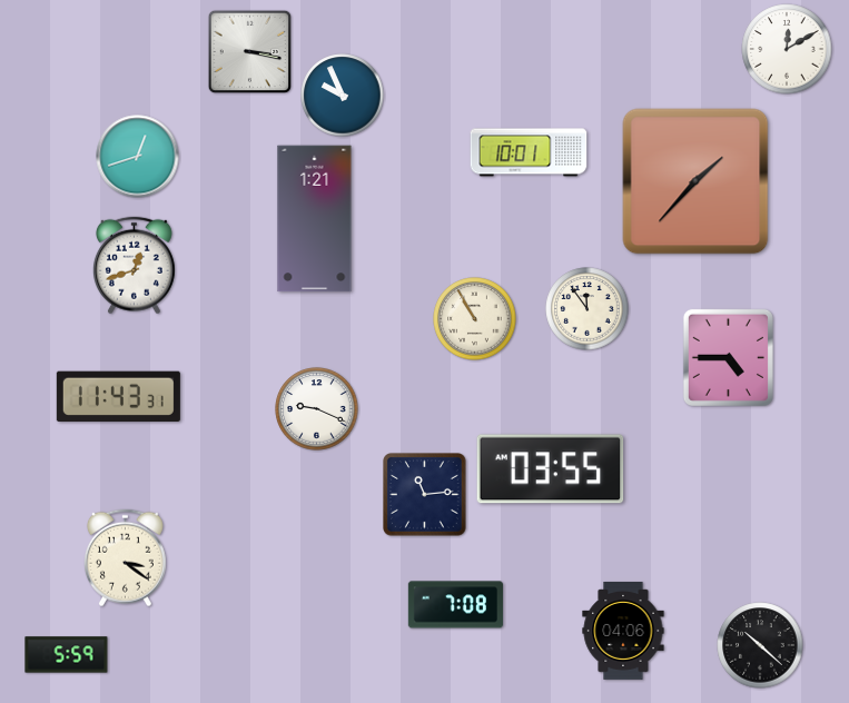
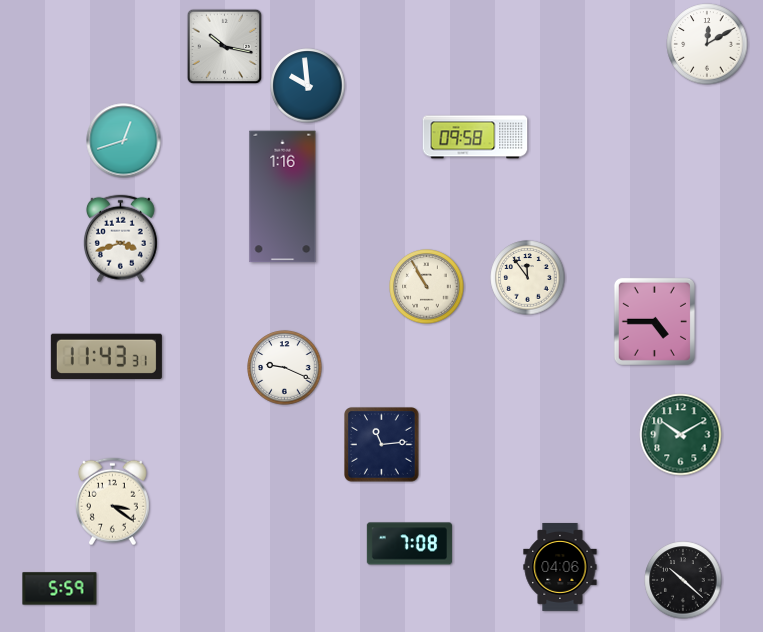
clock at (250, 52): 3:17 -> 10:17
clock at (343, 96): 9:56 -> 9:59
clock at (529, 152): 10:01 -> 09:58
clock at (695, 181): 1:37 -> none
clock at (315, 219): 1:21 -> 1:16
clock at (134, 266): 12:42 -> 3:42
clock at (551, 469): 03:55 -> none
clock at (681, 435): none -> 10:10
